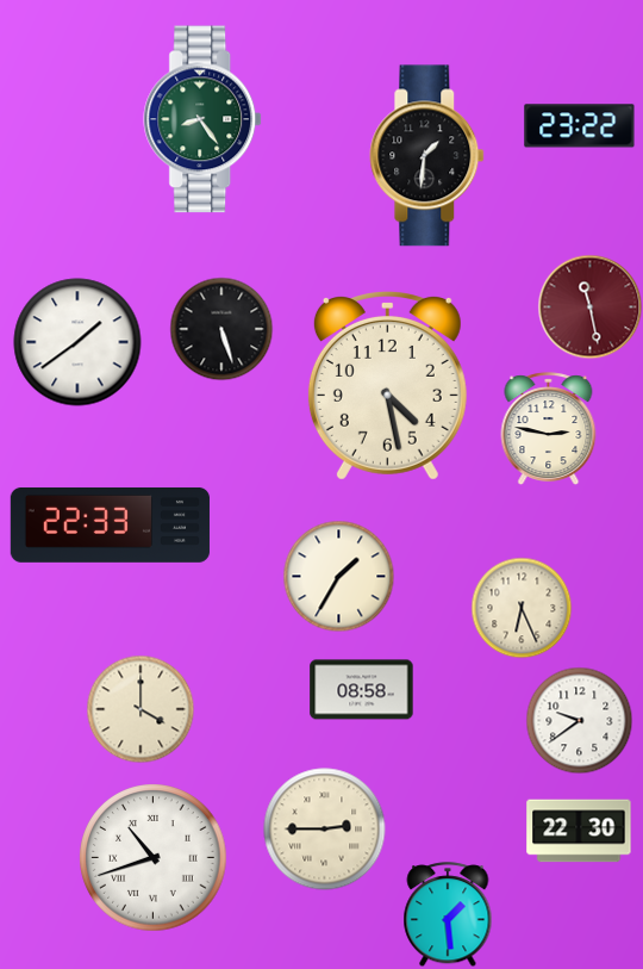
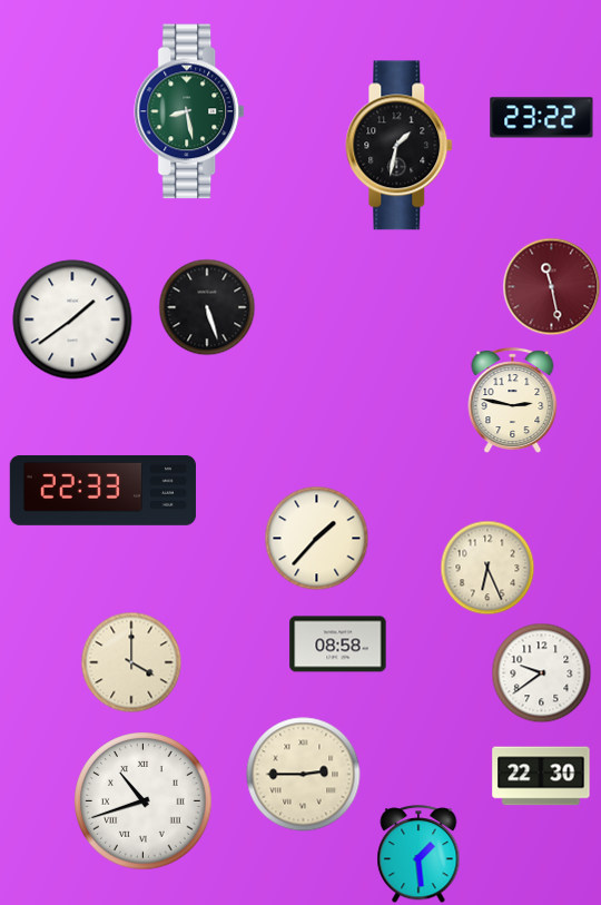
clock at (204, 119): 8:24 -> 8:28
clock at (427, 156): 1:31 -> 1:32
clock at (387, 386): 4:28 -> none
clock at (338, 576): 1:35 -> 1:37
